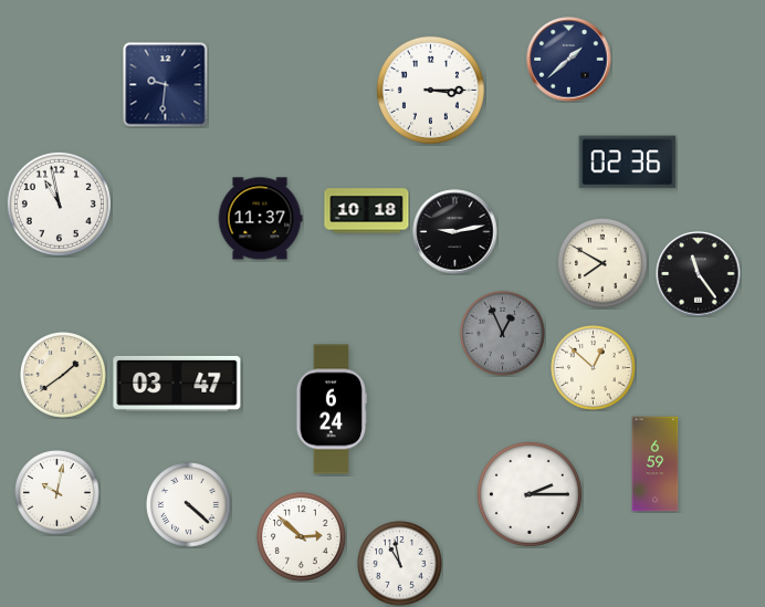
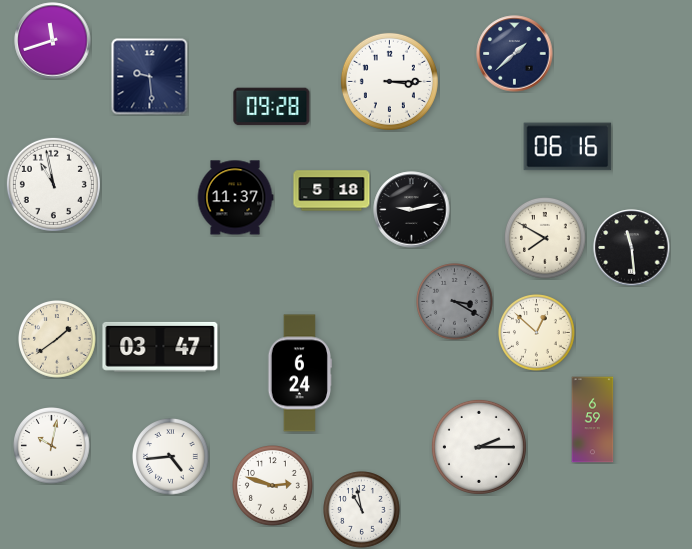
clock at (53, 41): none -> 11:42
clock at (166, 85): 9:31 -> 9:29
clock at (272, 107): none -> 09:28
clock at (628, 163): 02:36 -> 06:16
clock at (367, 211): 10:18 -> 5:18
clock at (699, 274): 11:24 -> 11:29
clock at (503, 334): 12:56 -> 3:20
clock at (331, 409) position: (331, 409) -> (299, 373)
clock at (189, 505): 4:22 -> 4:44
clock at (302, 537): 2:52 -> 2:48
